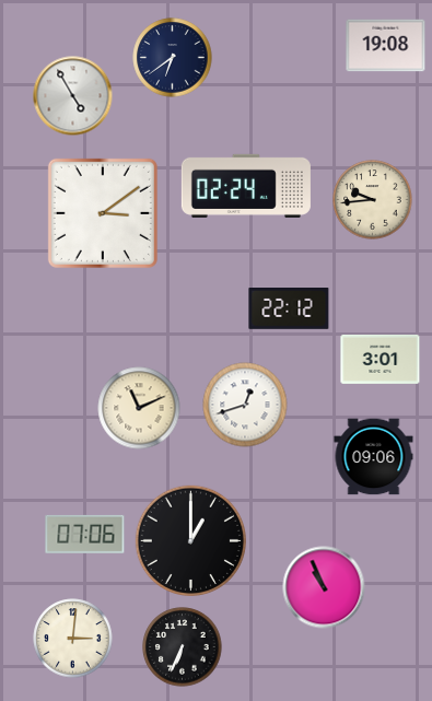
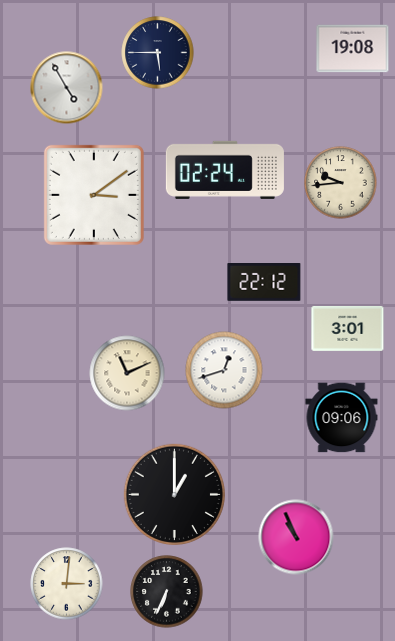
clock at (386, 46) position: (386, 46) -> (353, 49)
clock at (173, 58): 6:39 -> 5:45
clock at (85, 534): 07:06 -> none
